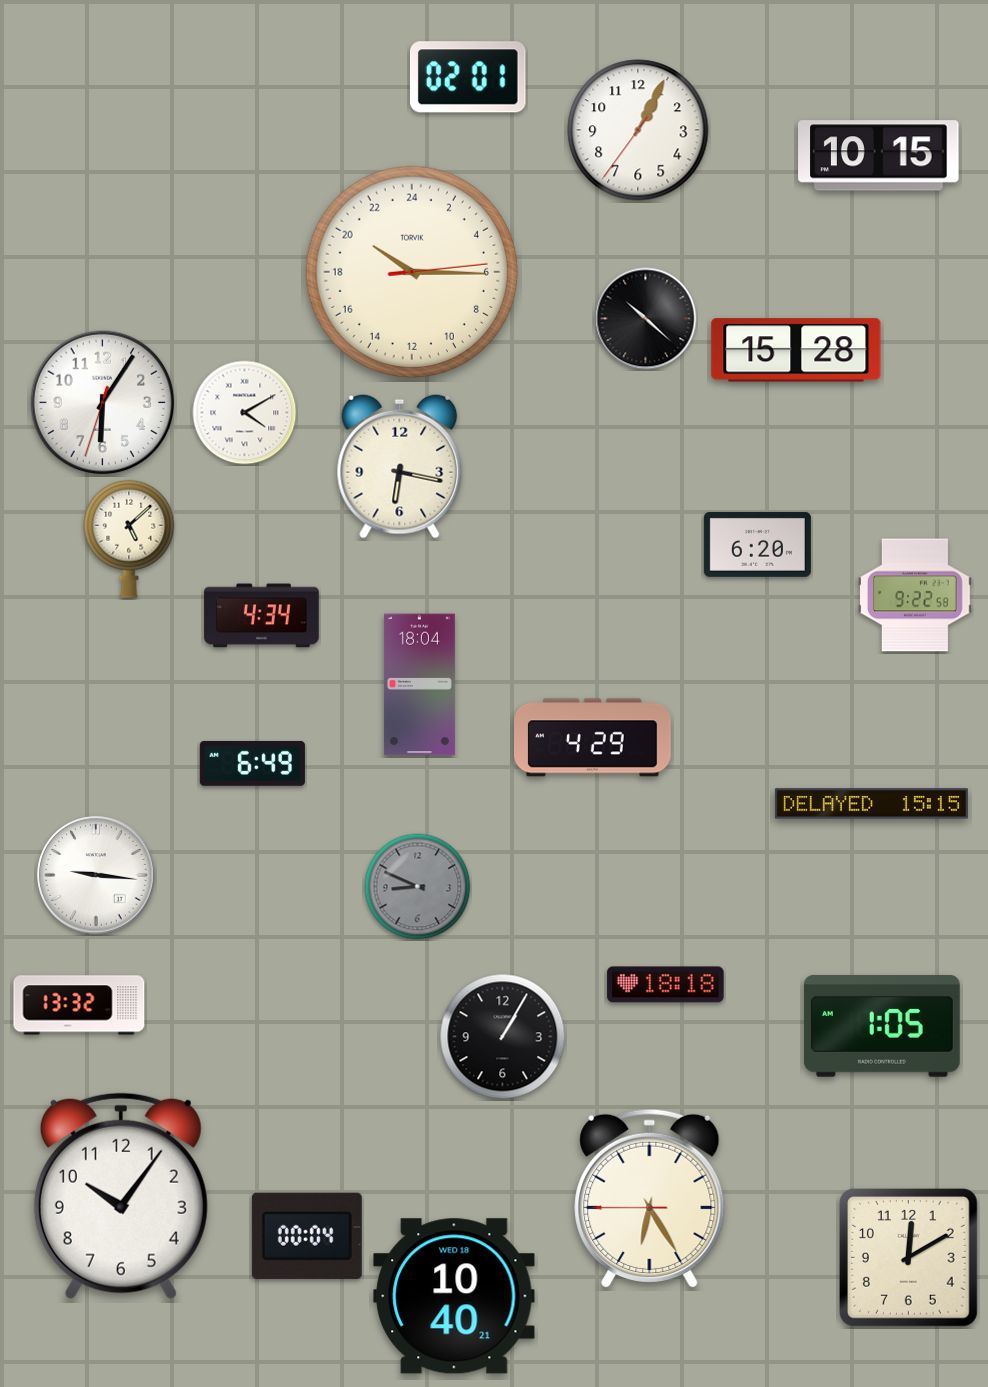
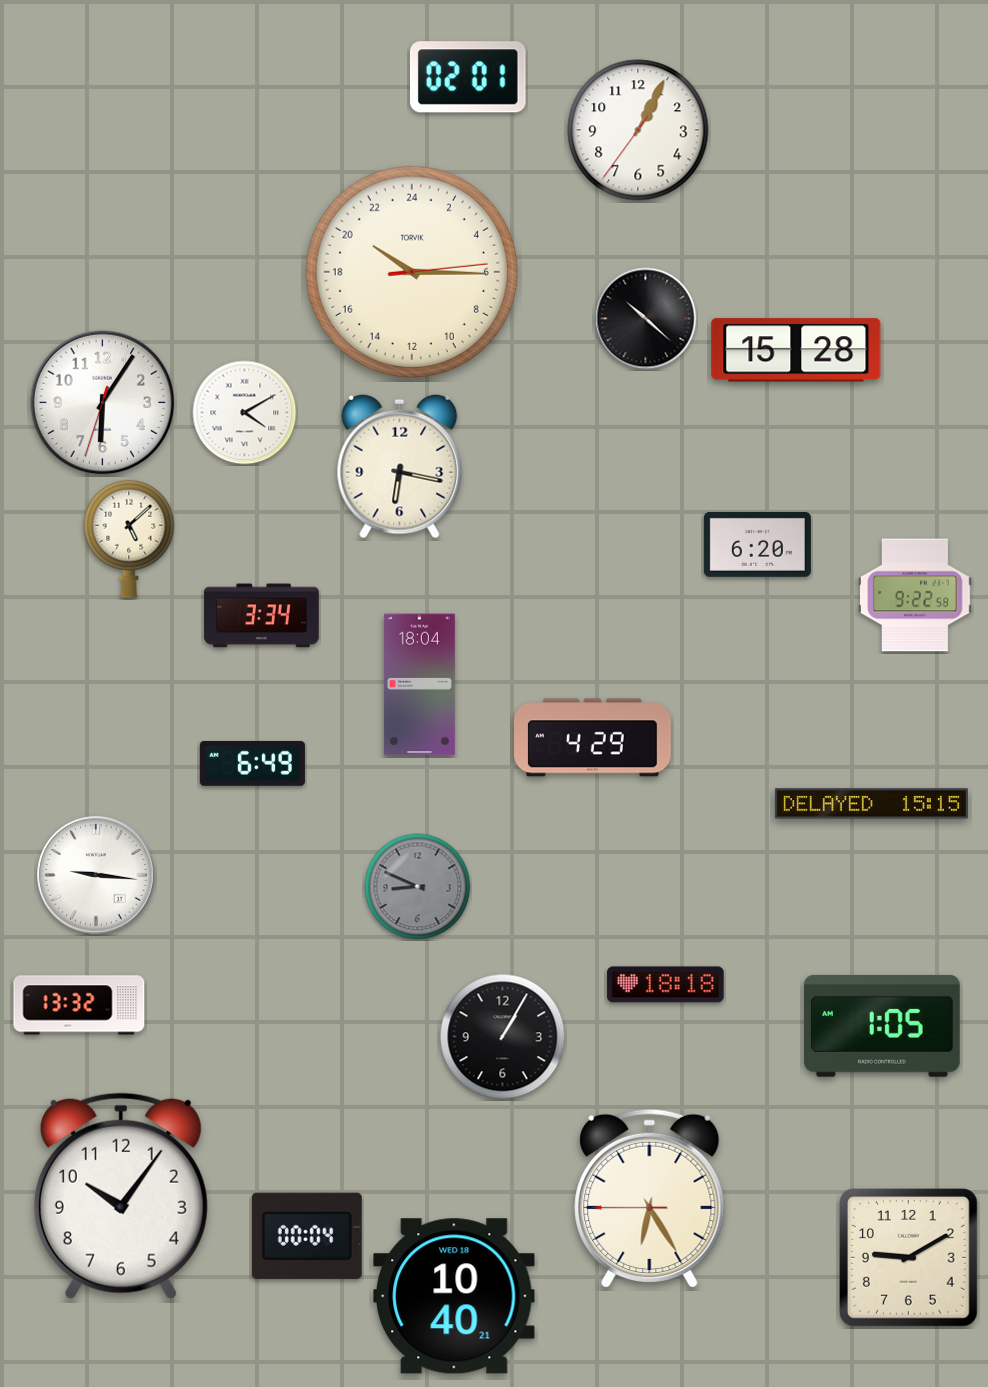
clock at (879, 156): 10:15 -> none
clock at (262, 616): 4:34 -> 3:34
clock at (909, 1258): 12:10 -> 9:10
